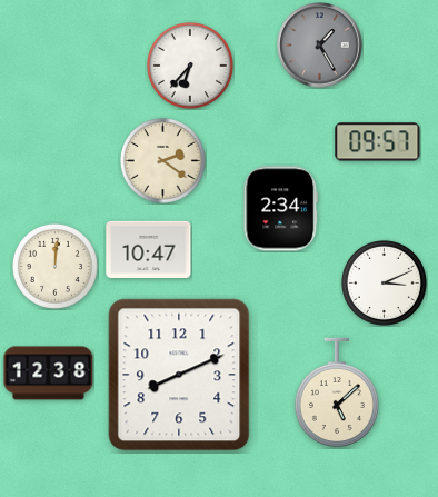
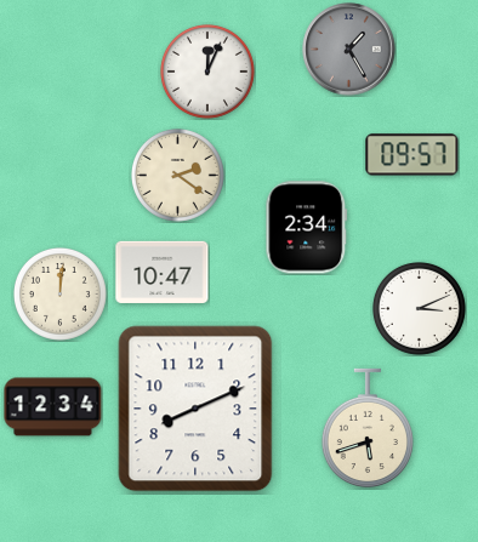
clock at (190, 66): 6:37 -> 12:04
clock at (54, 266) position: (54, 266) -> (59, 293)
clock at (49, 374): 12:38 -> 12:34
clock at (337, 392): 5:08 -> 5:42
